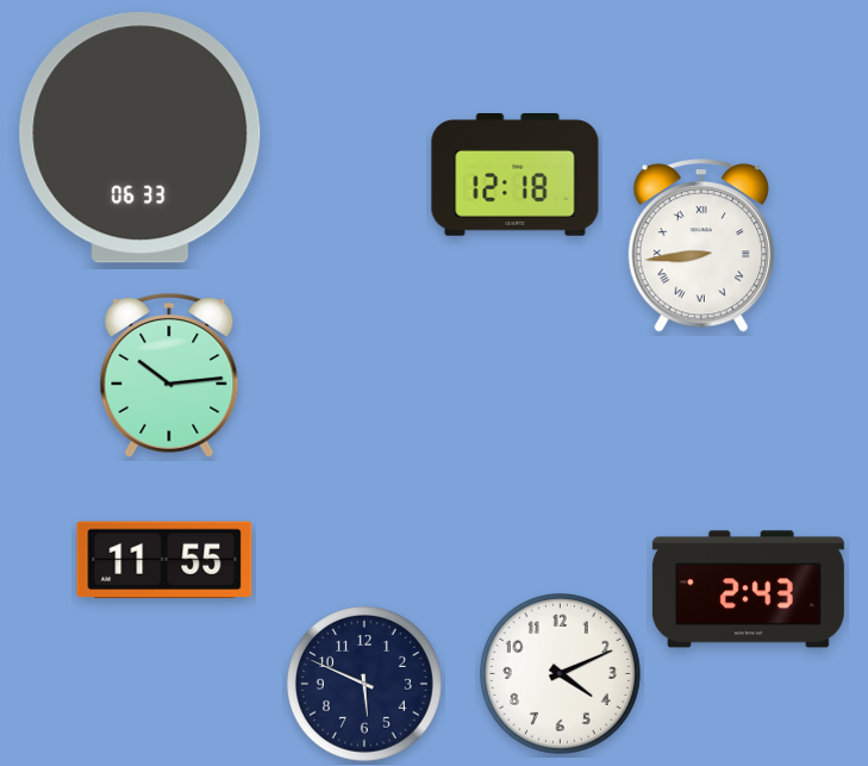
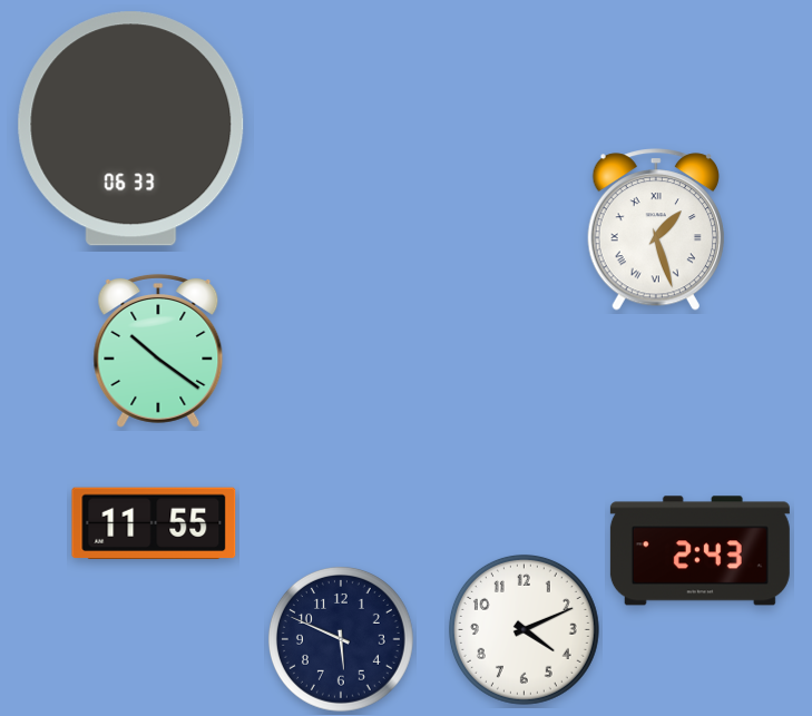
clock at (516, 175): 12:18 -> none
clock at (701, 245): 8:44 -> 1:27
clock at (169, 375): 10:14 -> 10:21
